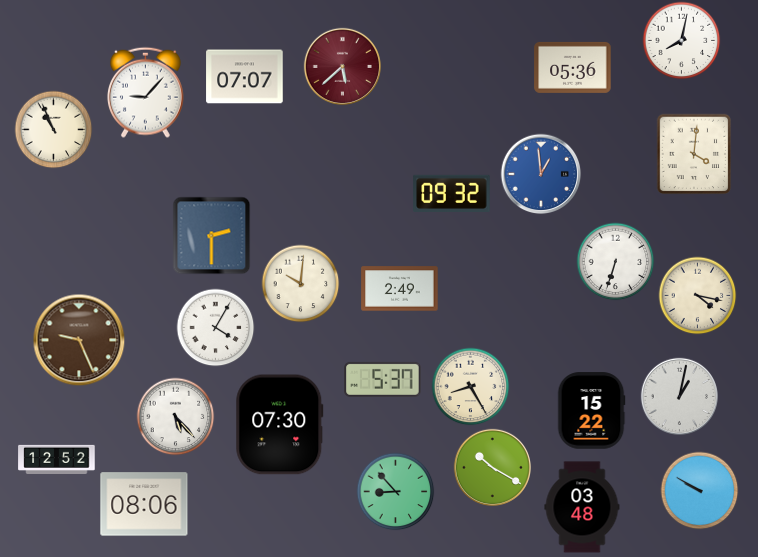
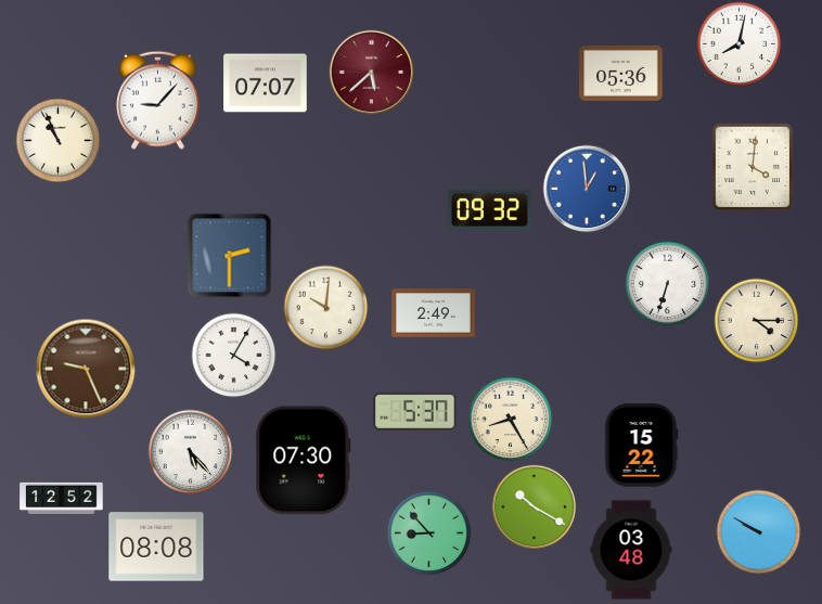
clock at (697, 295): 4:17 -> 4:15
clock at (679, 396): 1:02 -> none
clock at (144, 504): 08:06 -> 08:08
